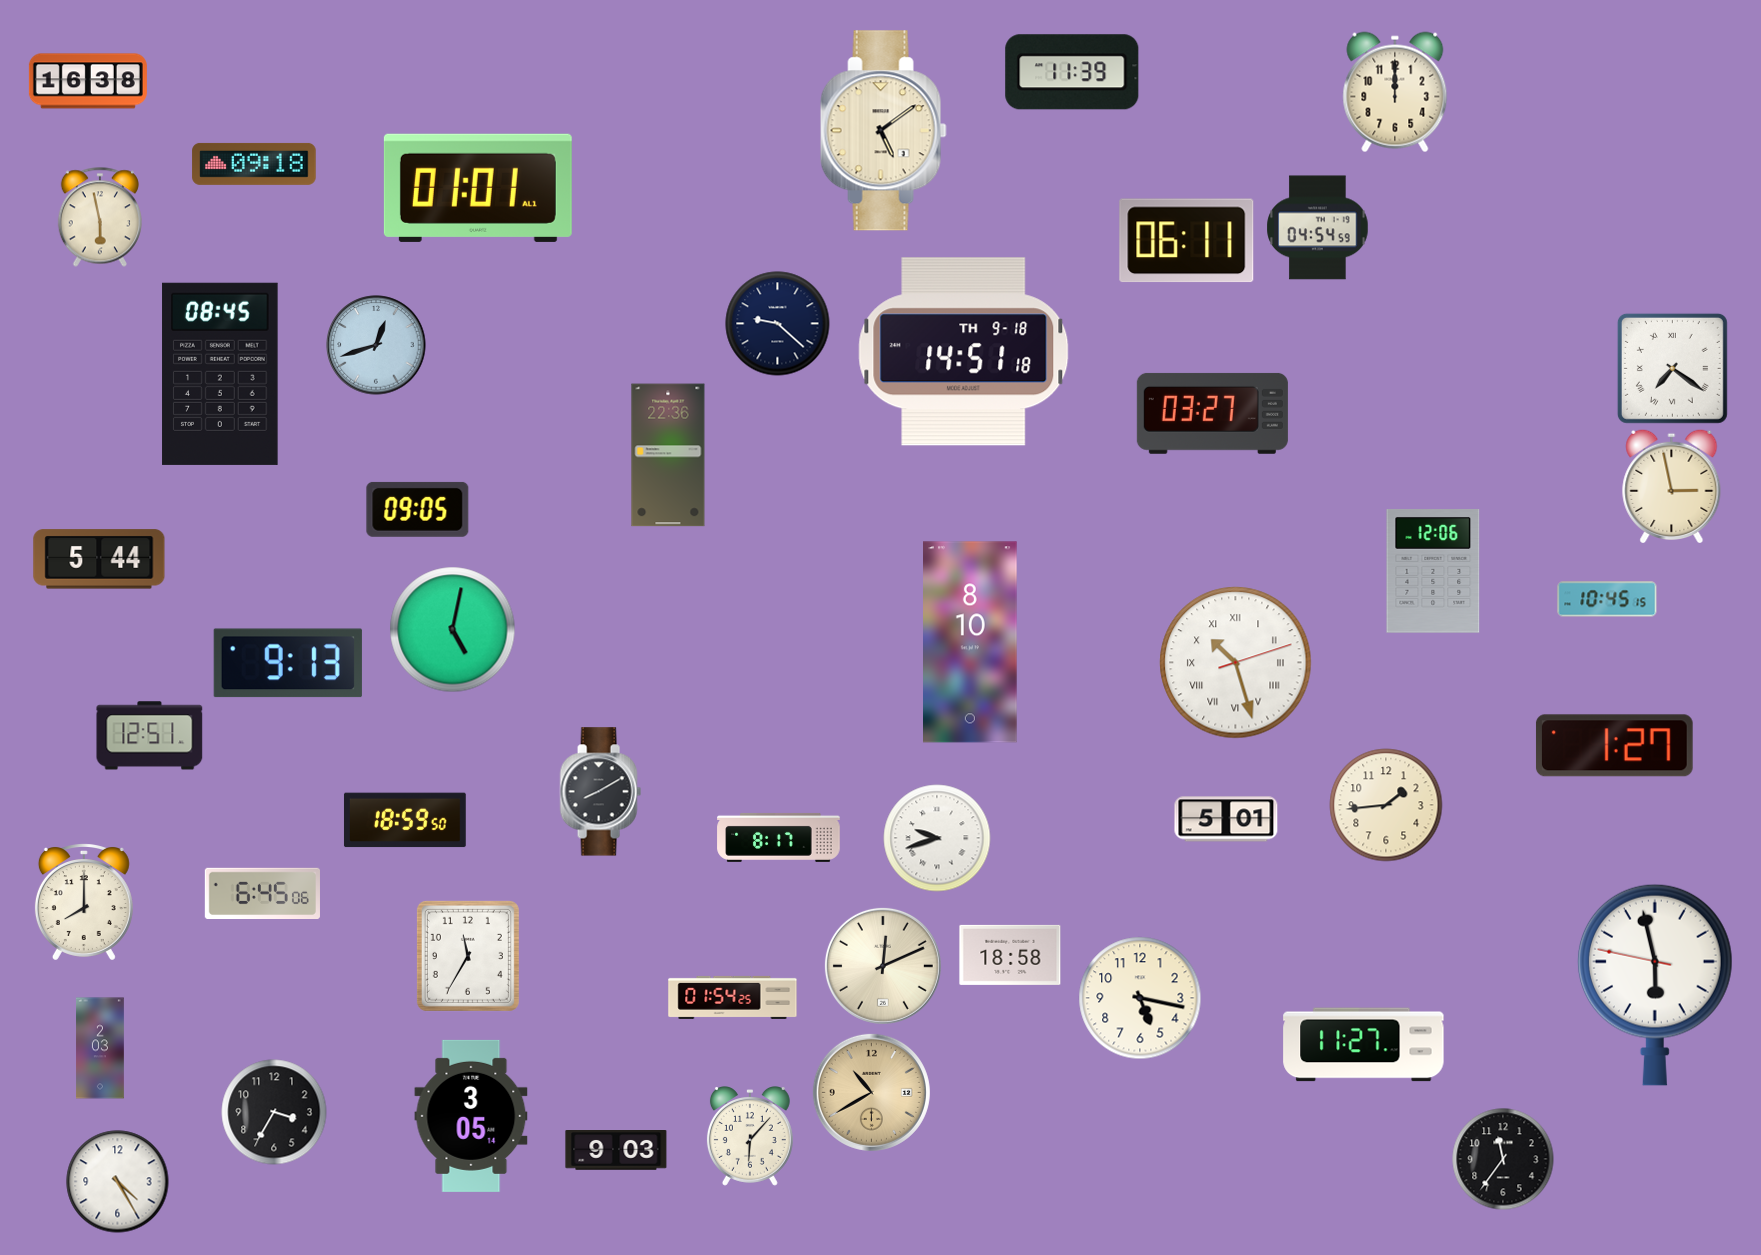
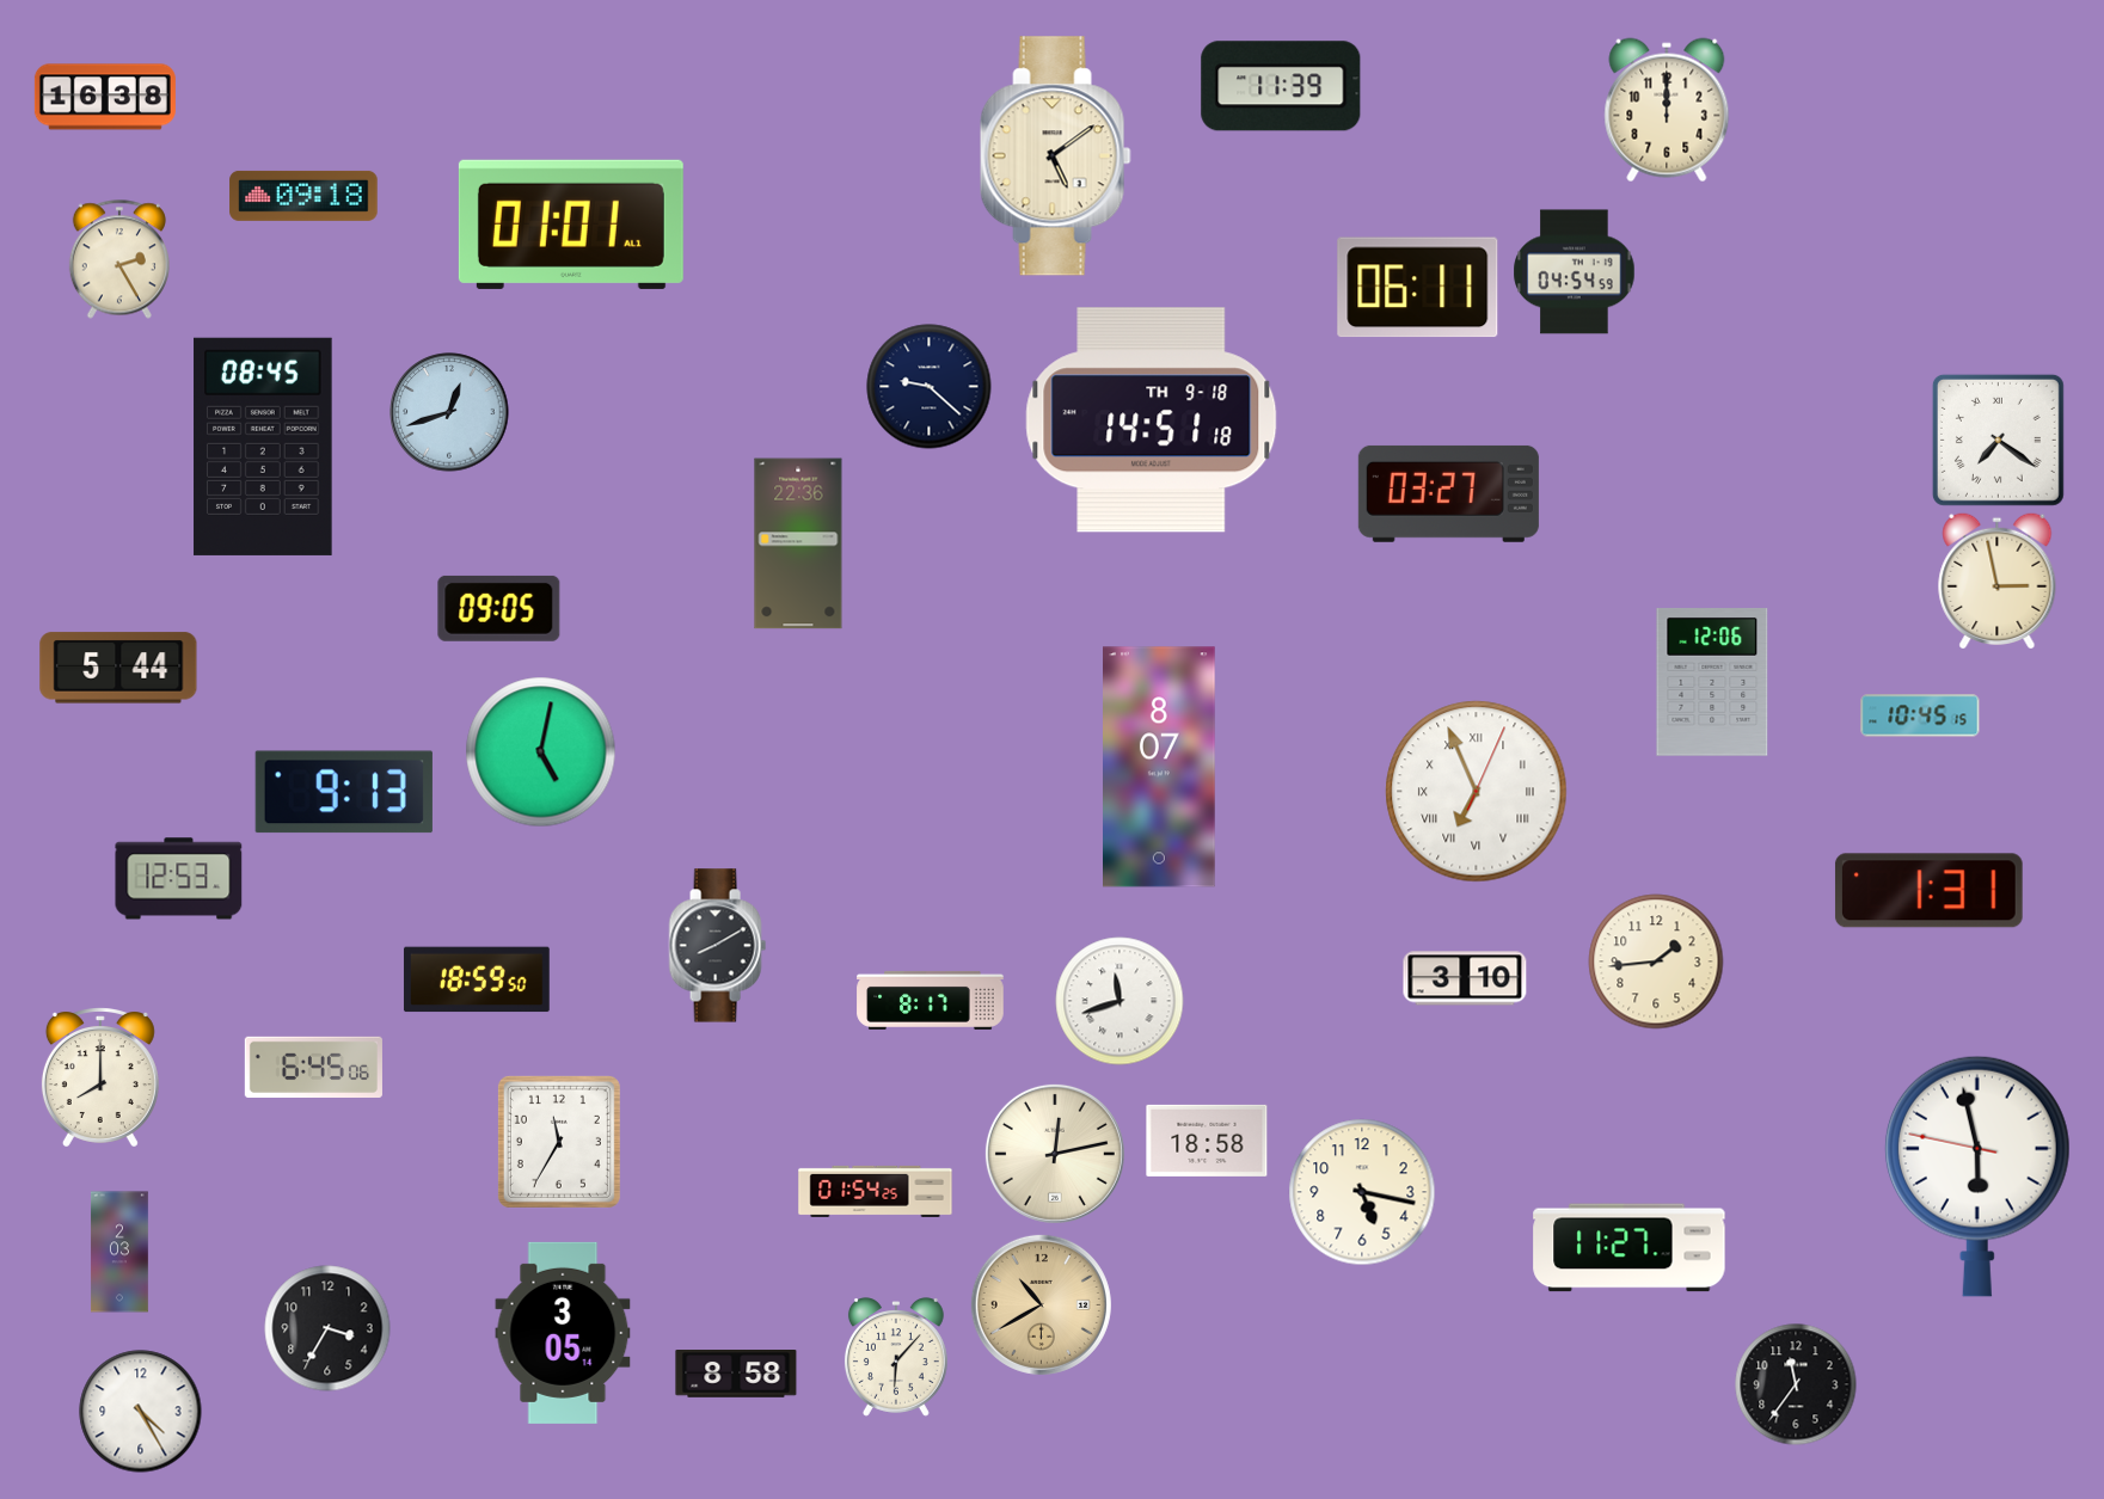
clock at (100, 217): 5:58 -> 2:25
clock at (971, 642): 8:10 -> 8:07
clock at (1236, 663): 10:27 -> 6:56
clock at (150, 736): 12:51 -> 12:53
clock at (1614, 746): 1:27 -> 1:31
clock at (1226, 819): 5:01 -> 3:10
clock at (405, 820) position: (405, 820) -> (477, 979)
clock at (937, 838): 9:42 -> 11:42
clock at (883, 966): 12:11 -> 12:13
clock at (616, 1150): 9:03 -> 8:58
